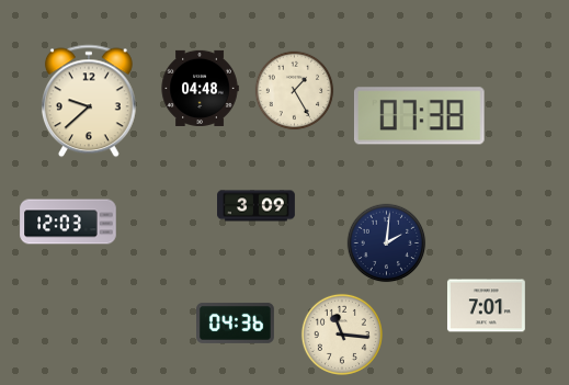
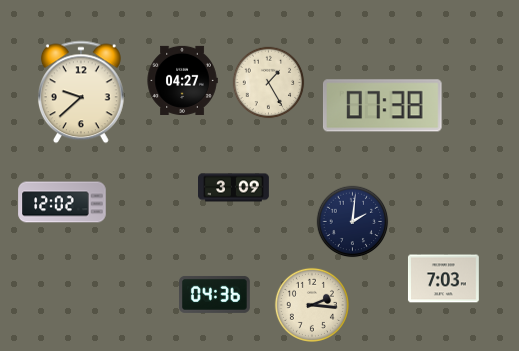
clock at (200, 88): 04:48 -> 04:27
clock at (68, 222): 12:03 -> 12:02
clock at (487, 306): 7:01 -> 7:03
clock at (342, 335): 11:16 -> 2:16
